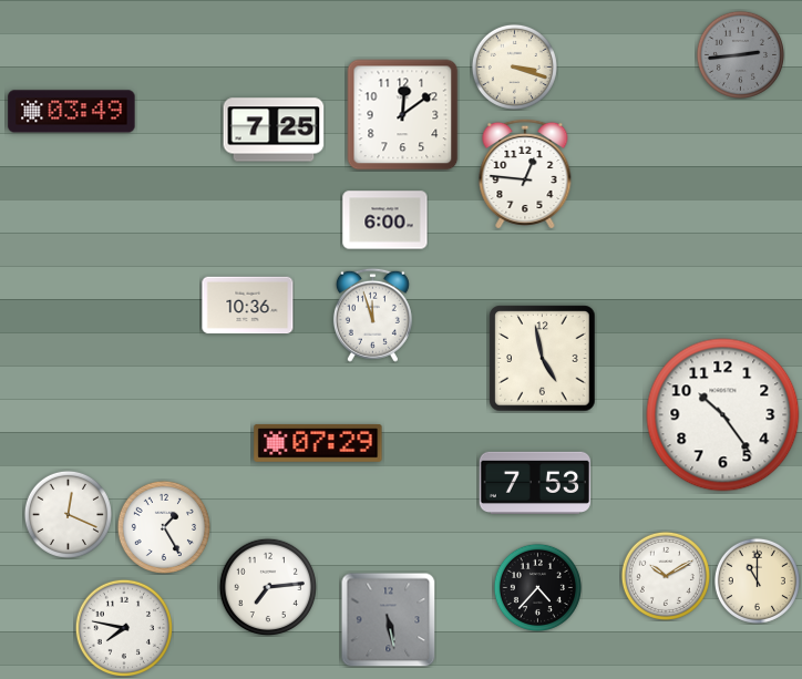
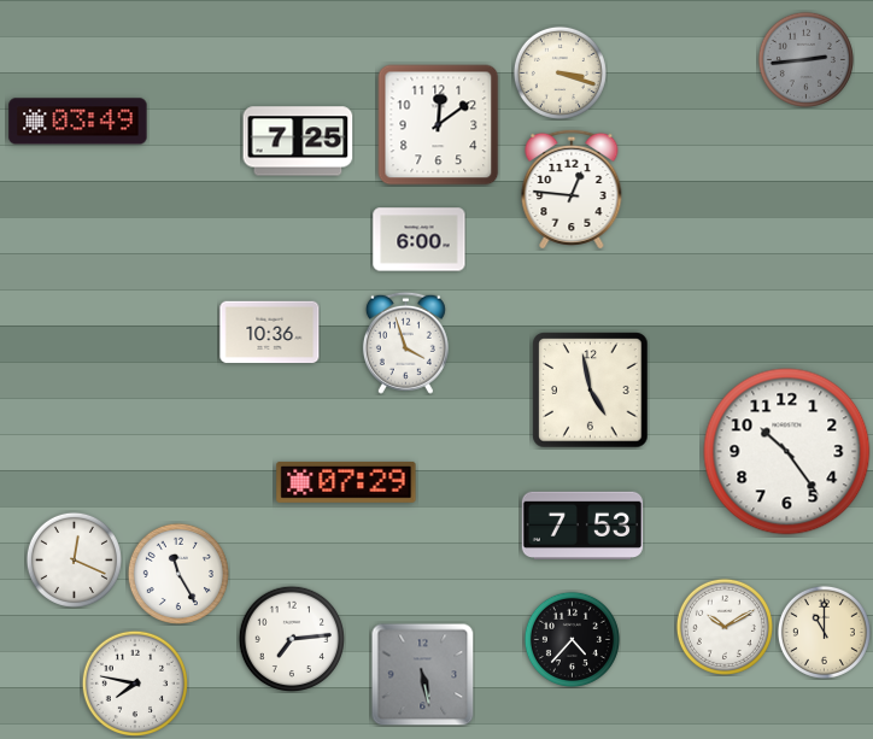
clock at (372, 315): 11:57 -> 3:57
clock at (163, 526): 1:25 -> 11:25
clock at (537, 587) position: (537, 587) -> (572, 639)
